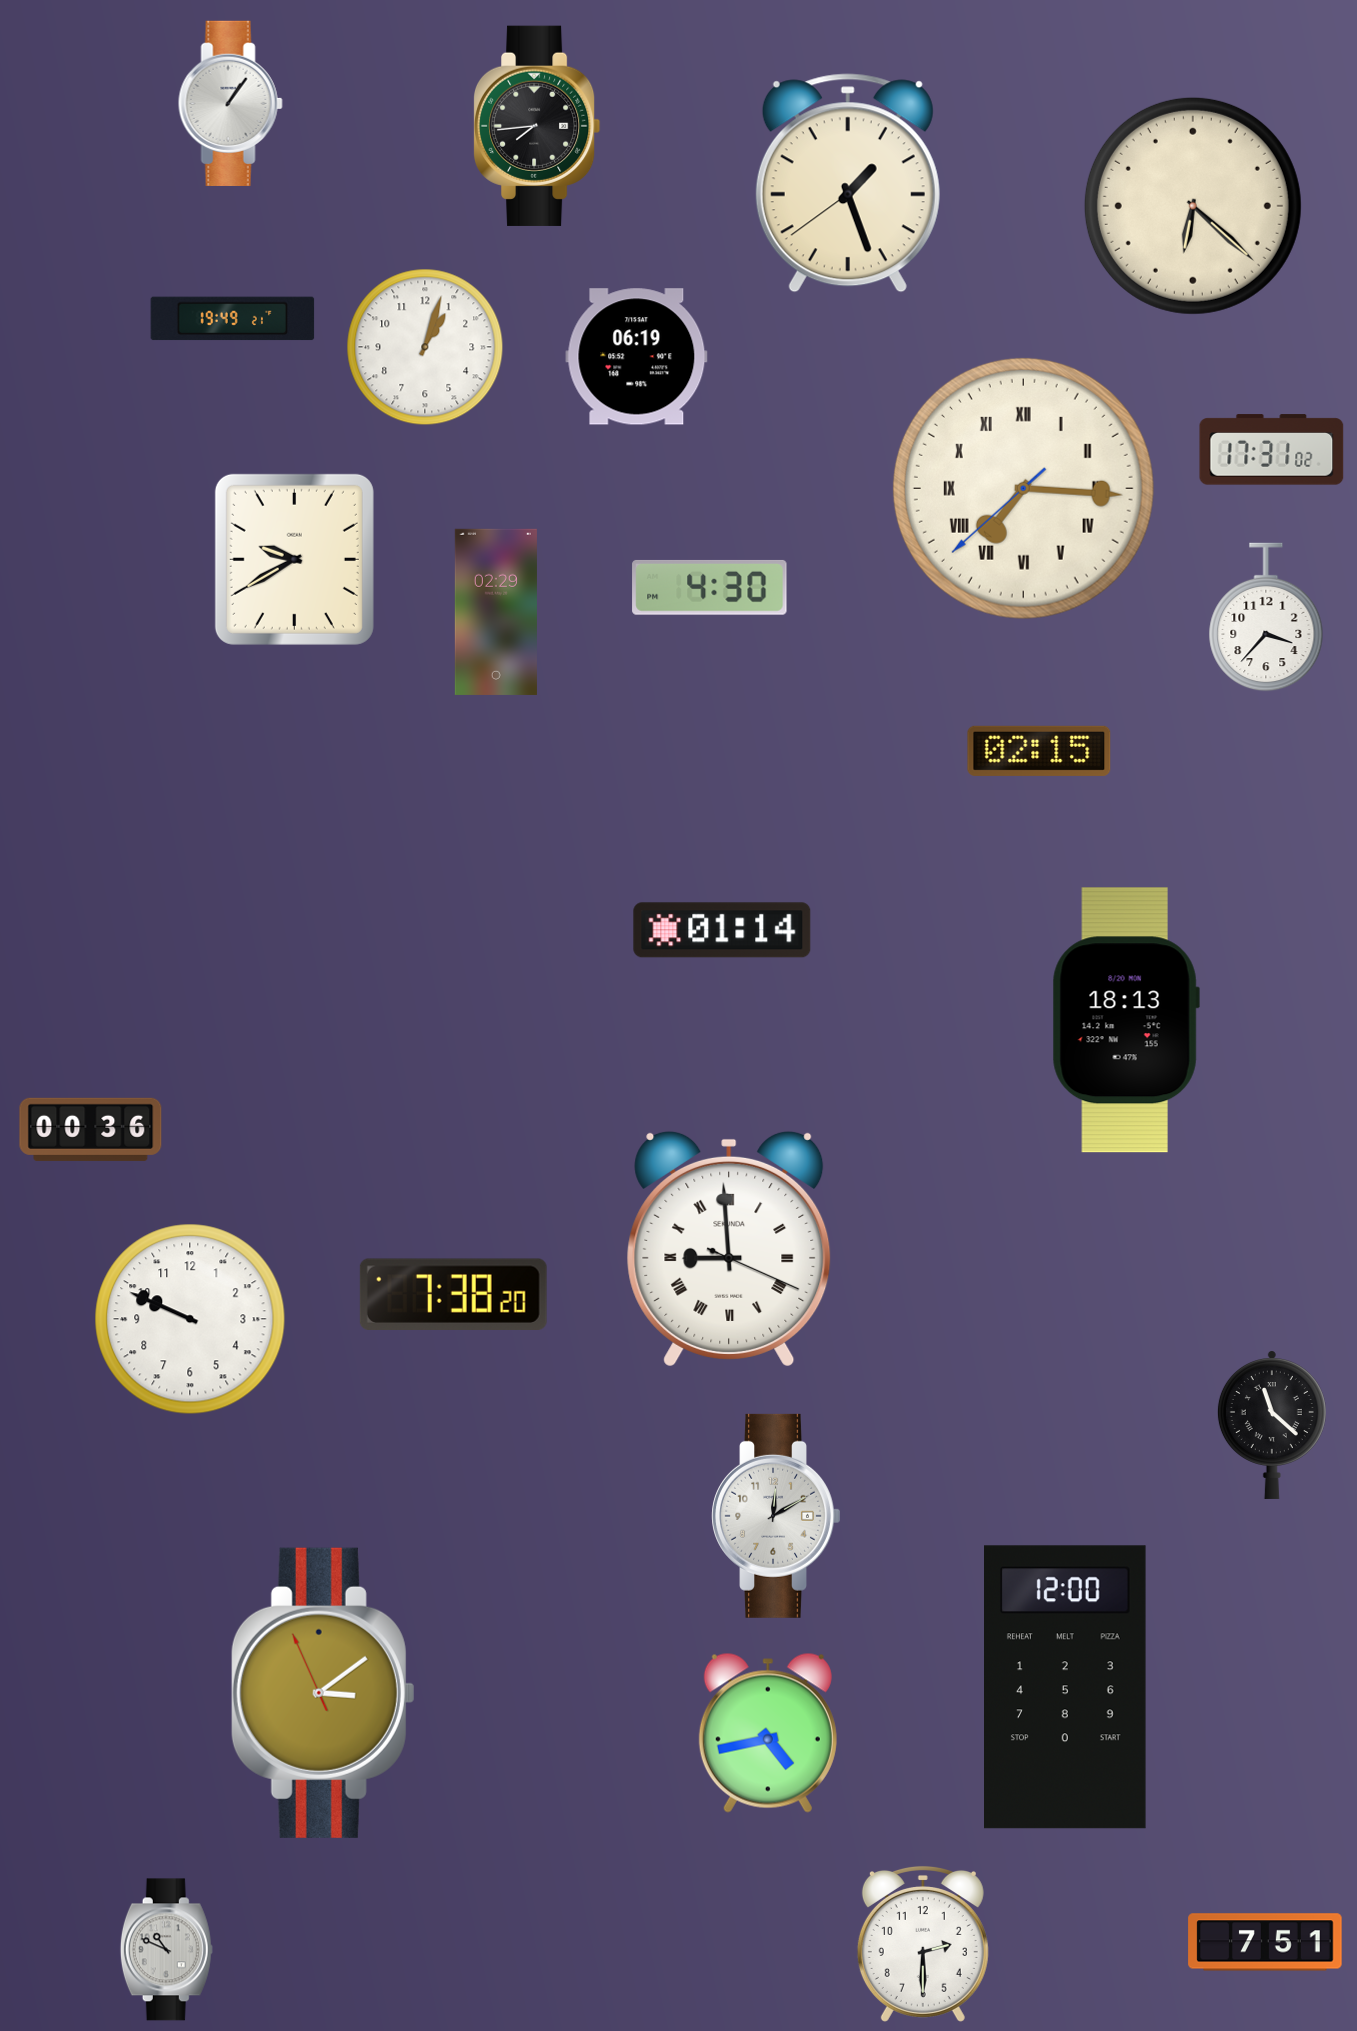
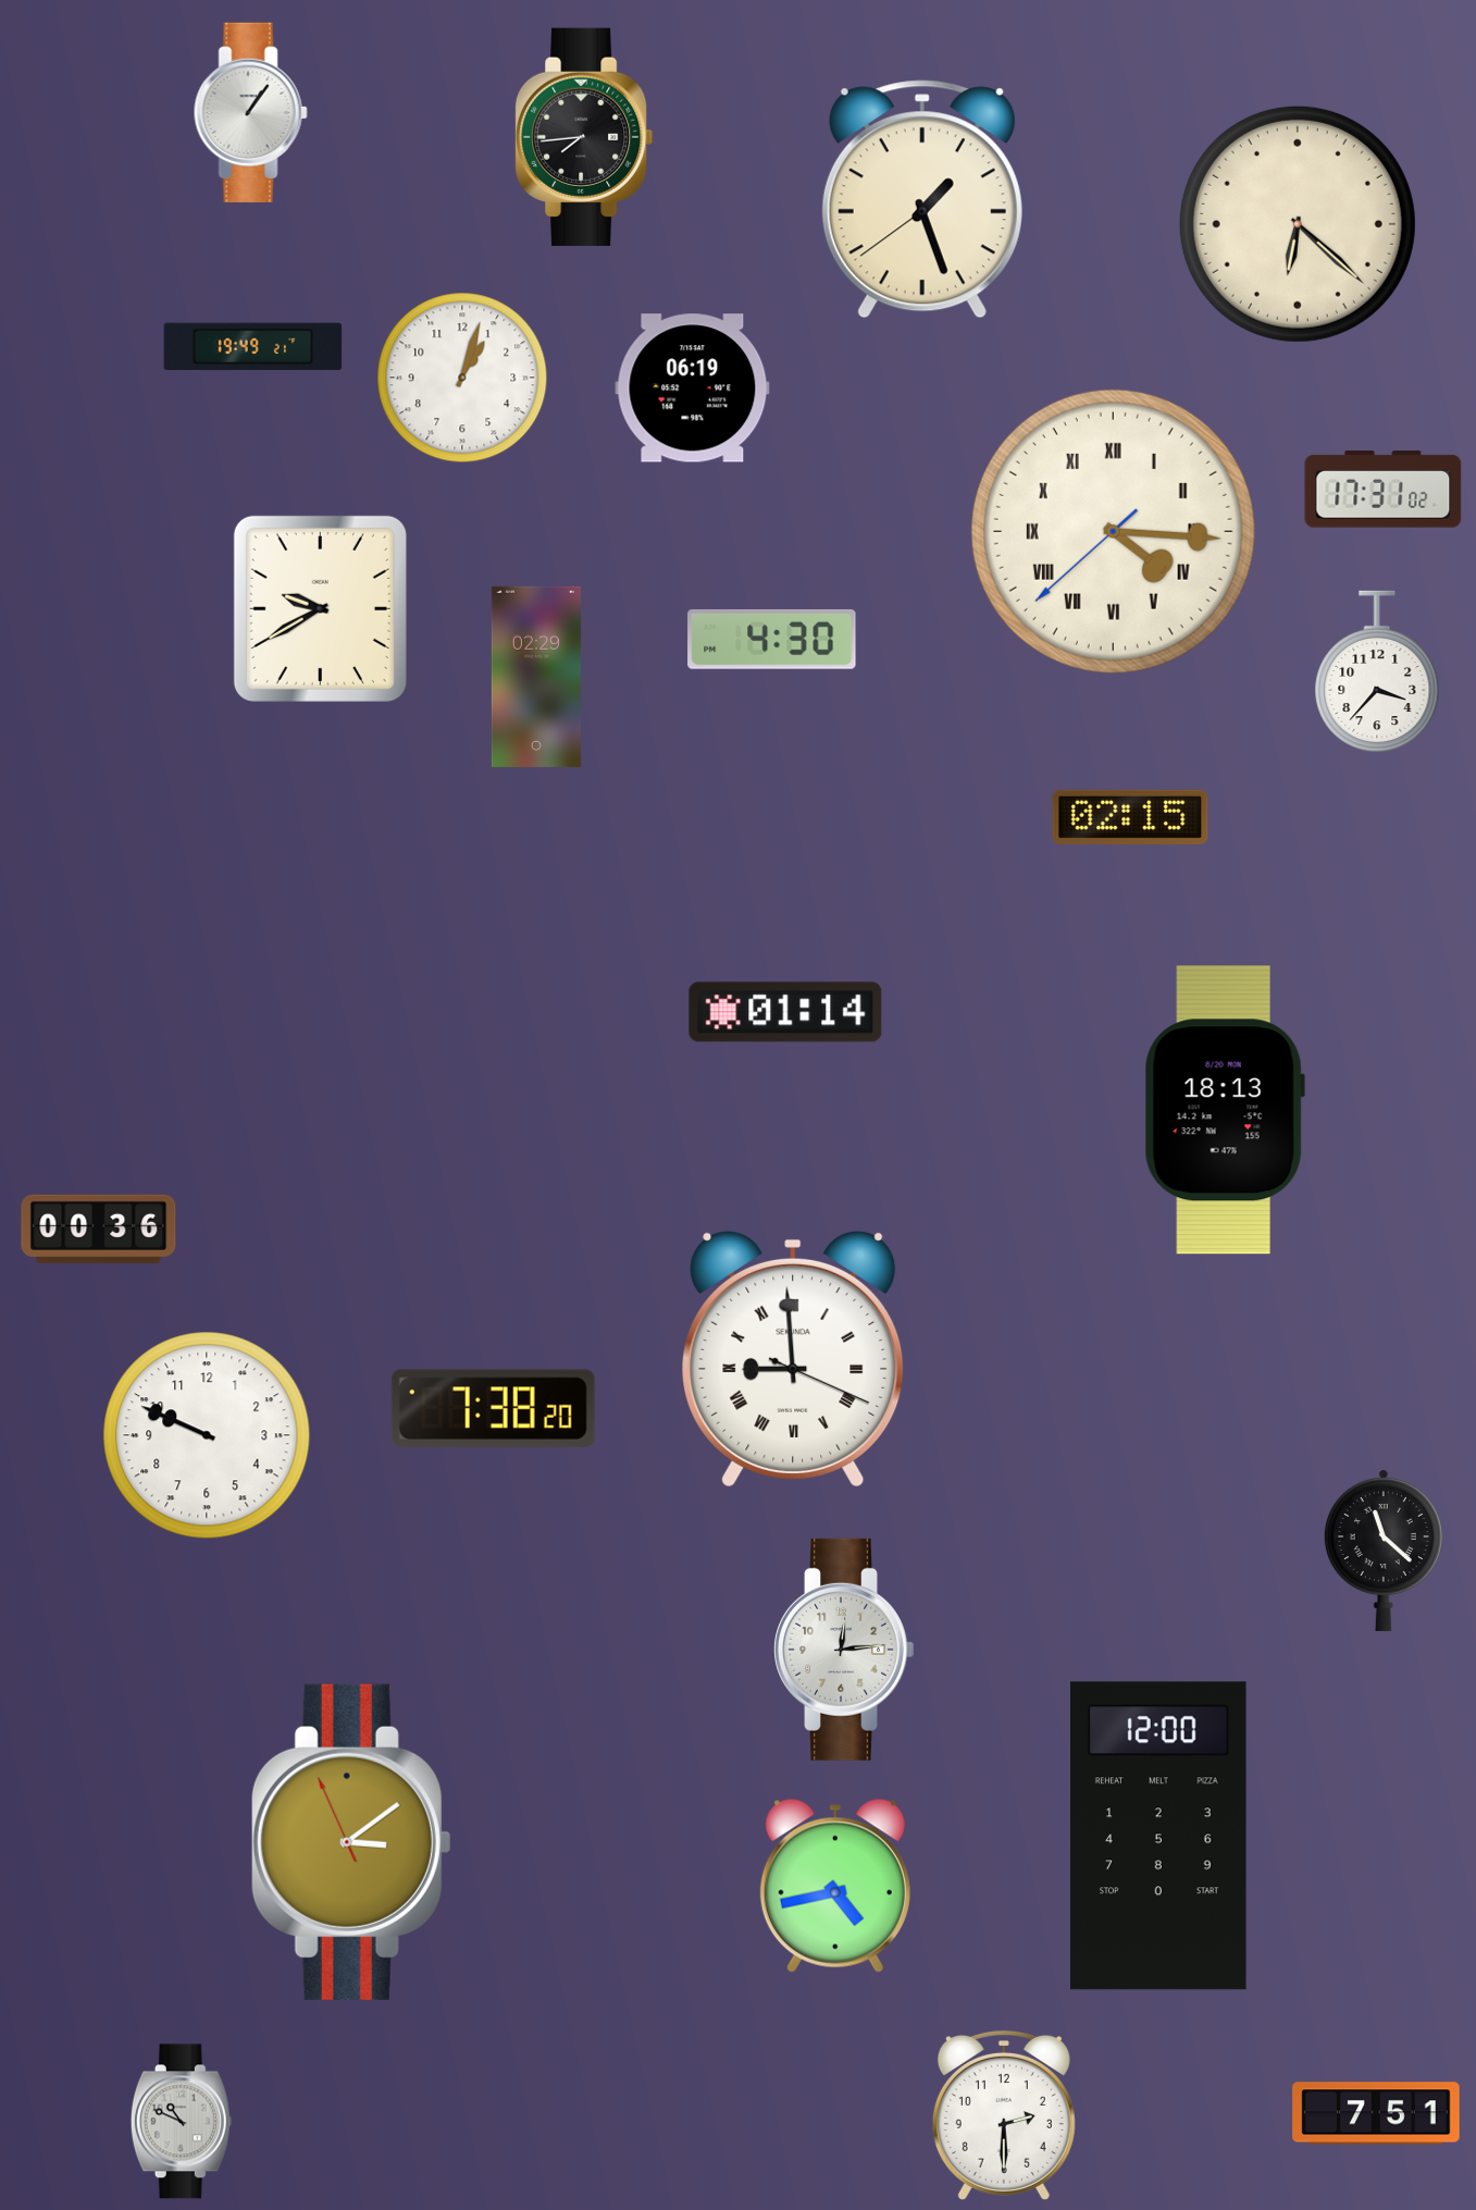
clock at (1023, 488): 7:15 -> 4:15
clock at (496, 612) position: (496, 612) -> (536, 677)
clock at (776, 1516): 12:10 -> 12:14
